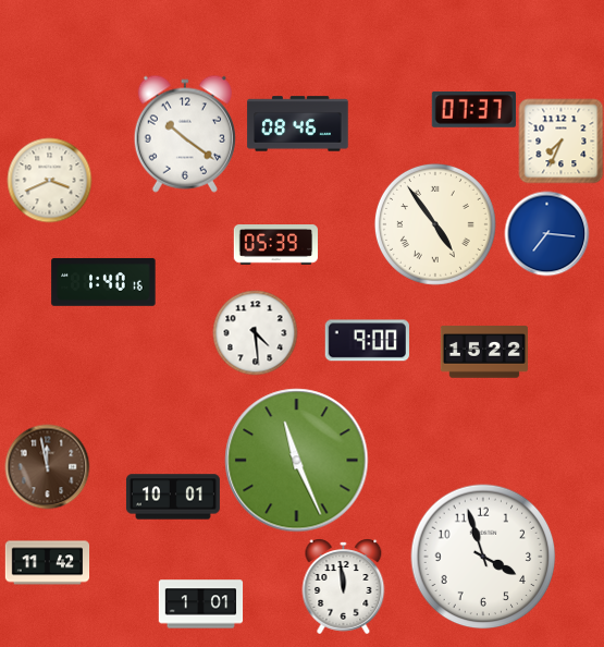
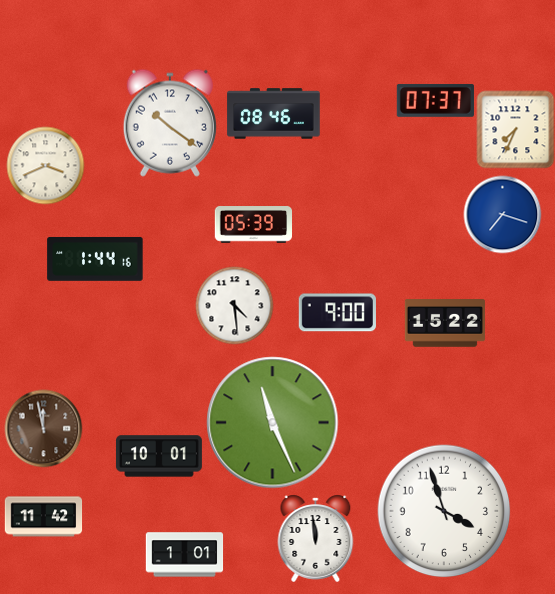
clock at (435, 224): 4:54 -> none
clock at (546, 233): 7:16 -> 7:18
clock at (103, 282): 1:40 -> 1:44
